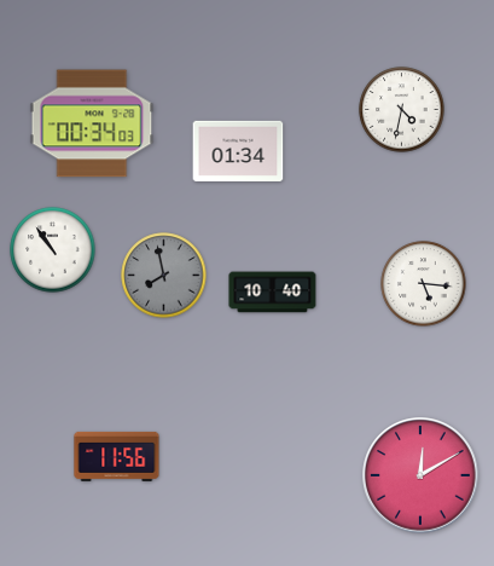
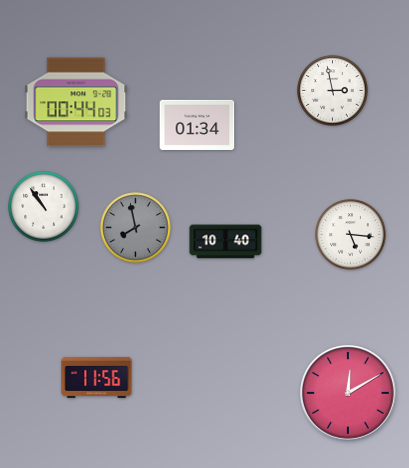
clock at (402, 110): 4:32 -> 2:58
clock at (92, 123): 00:34 -> 00:44
